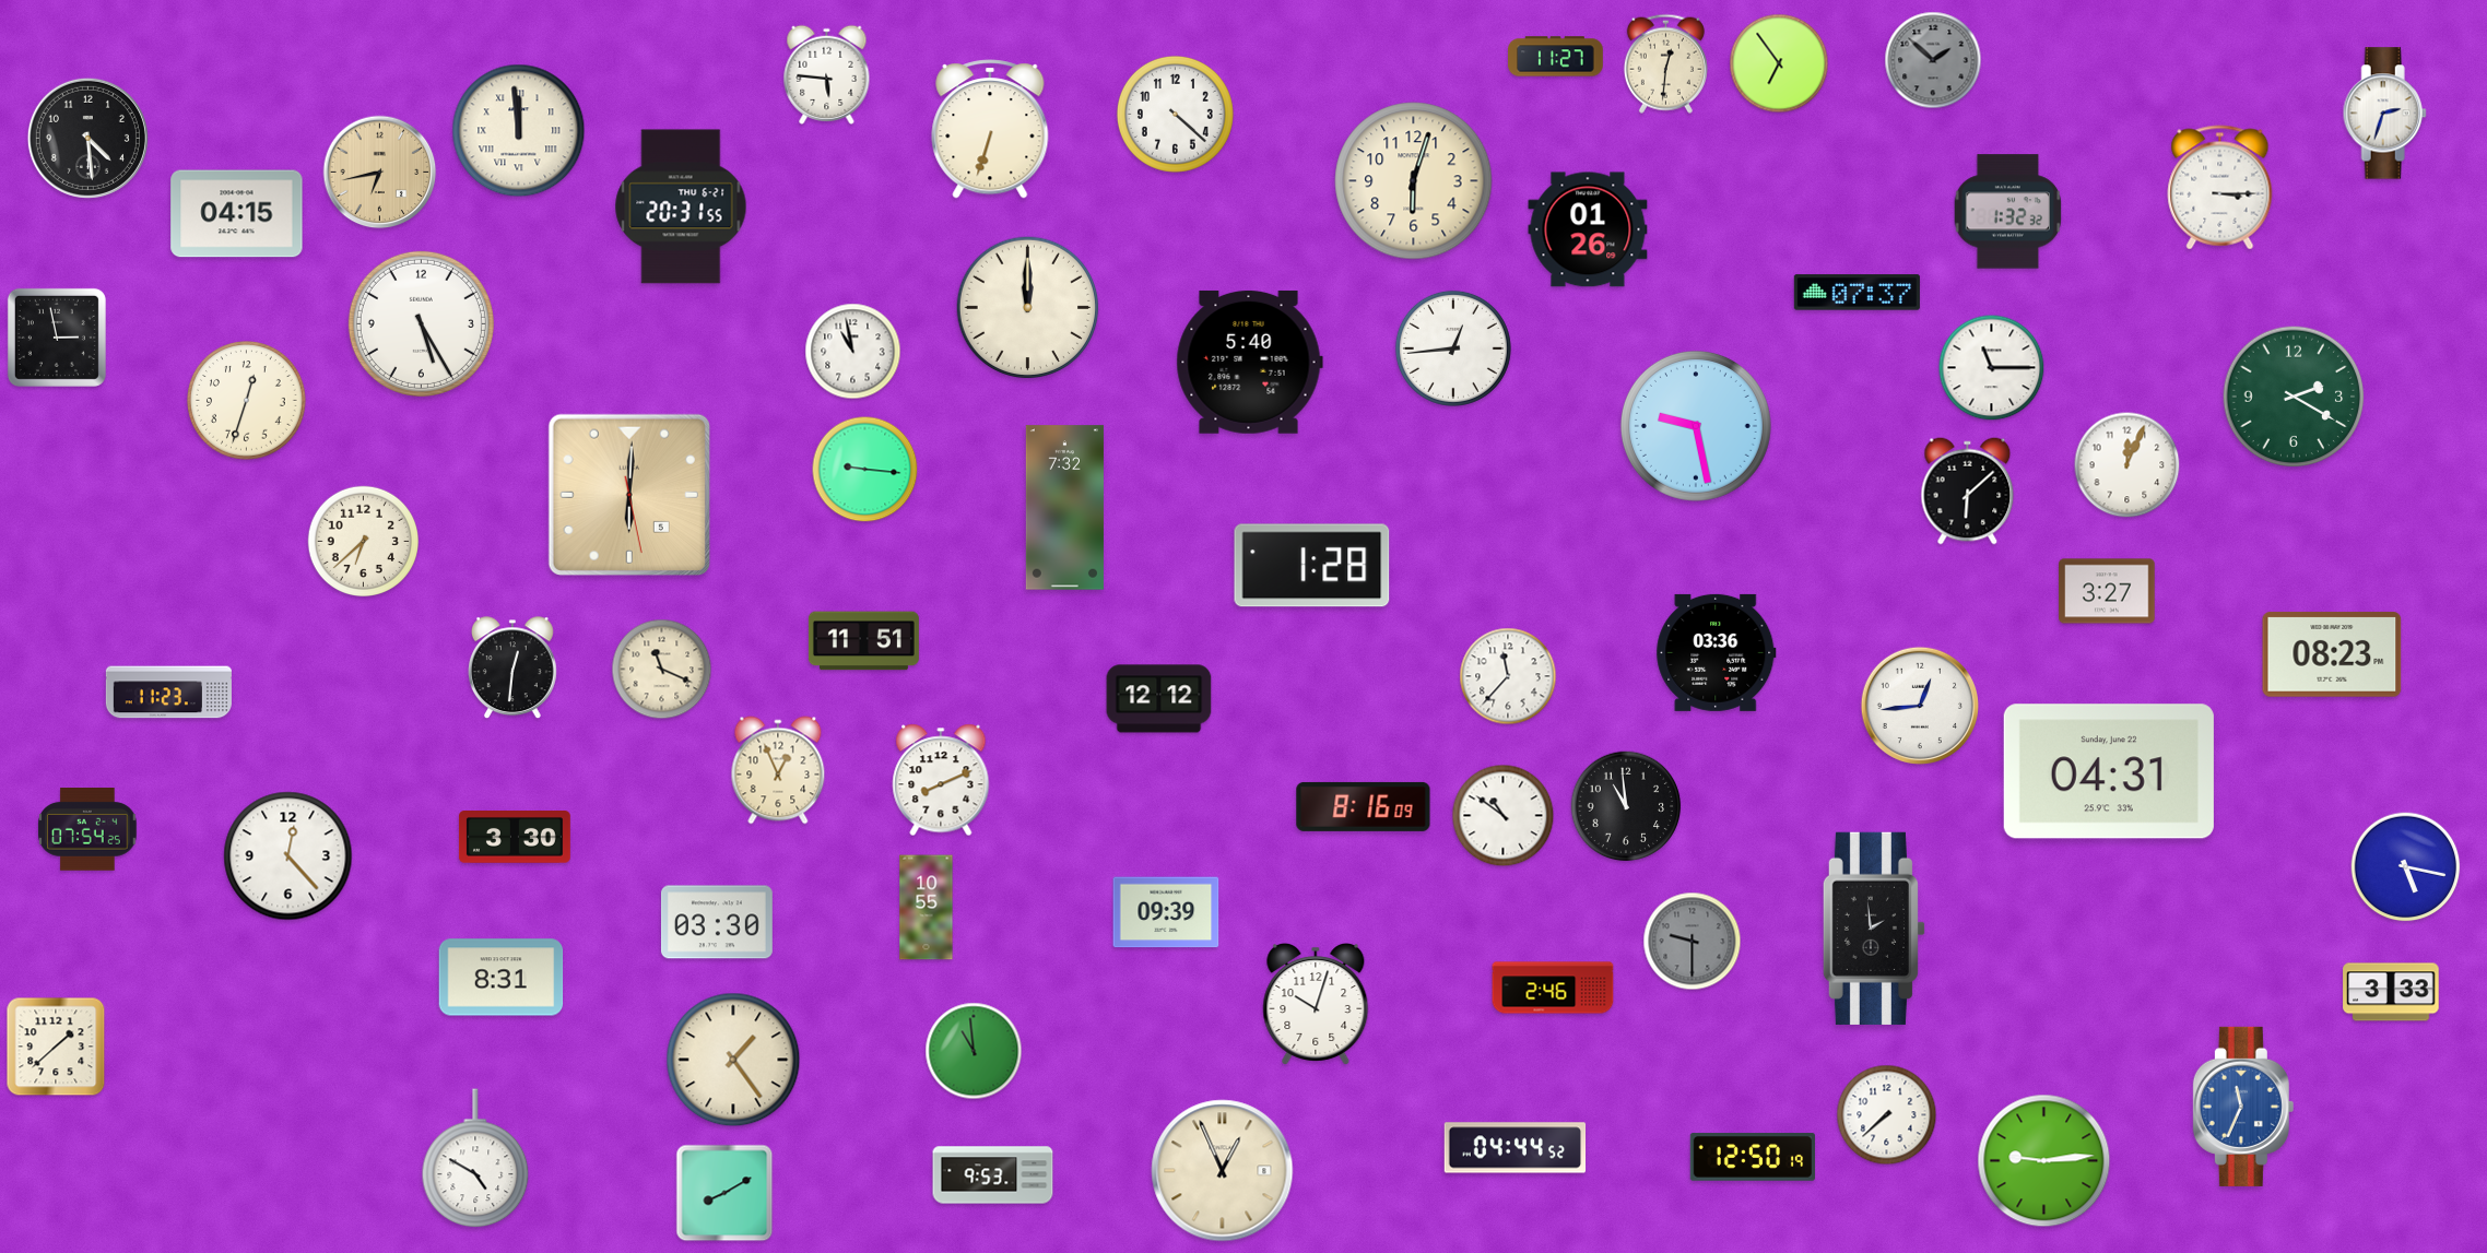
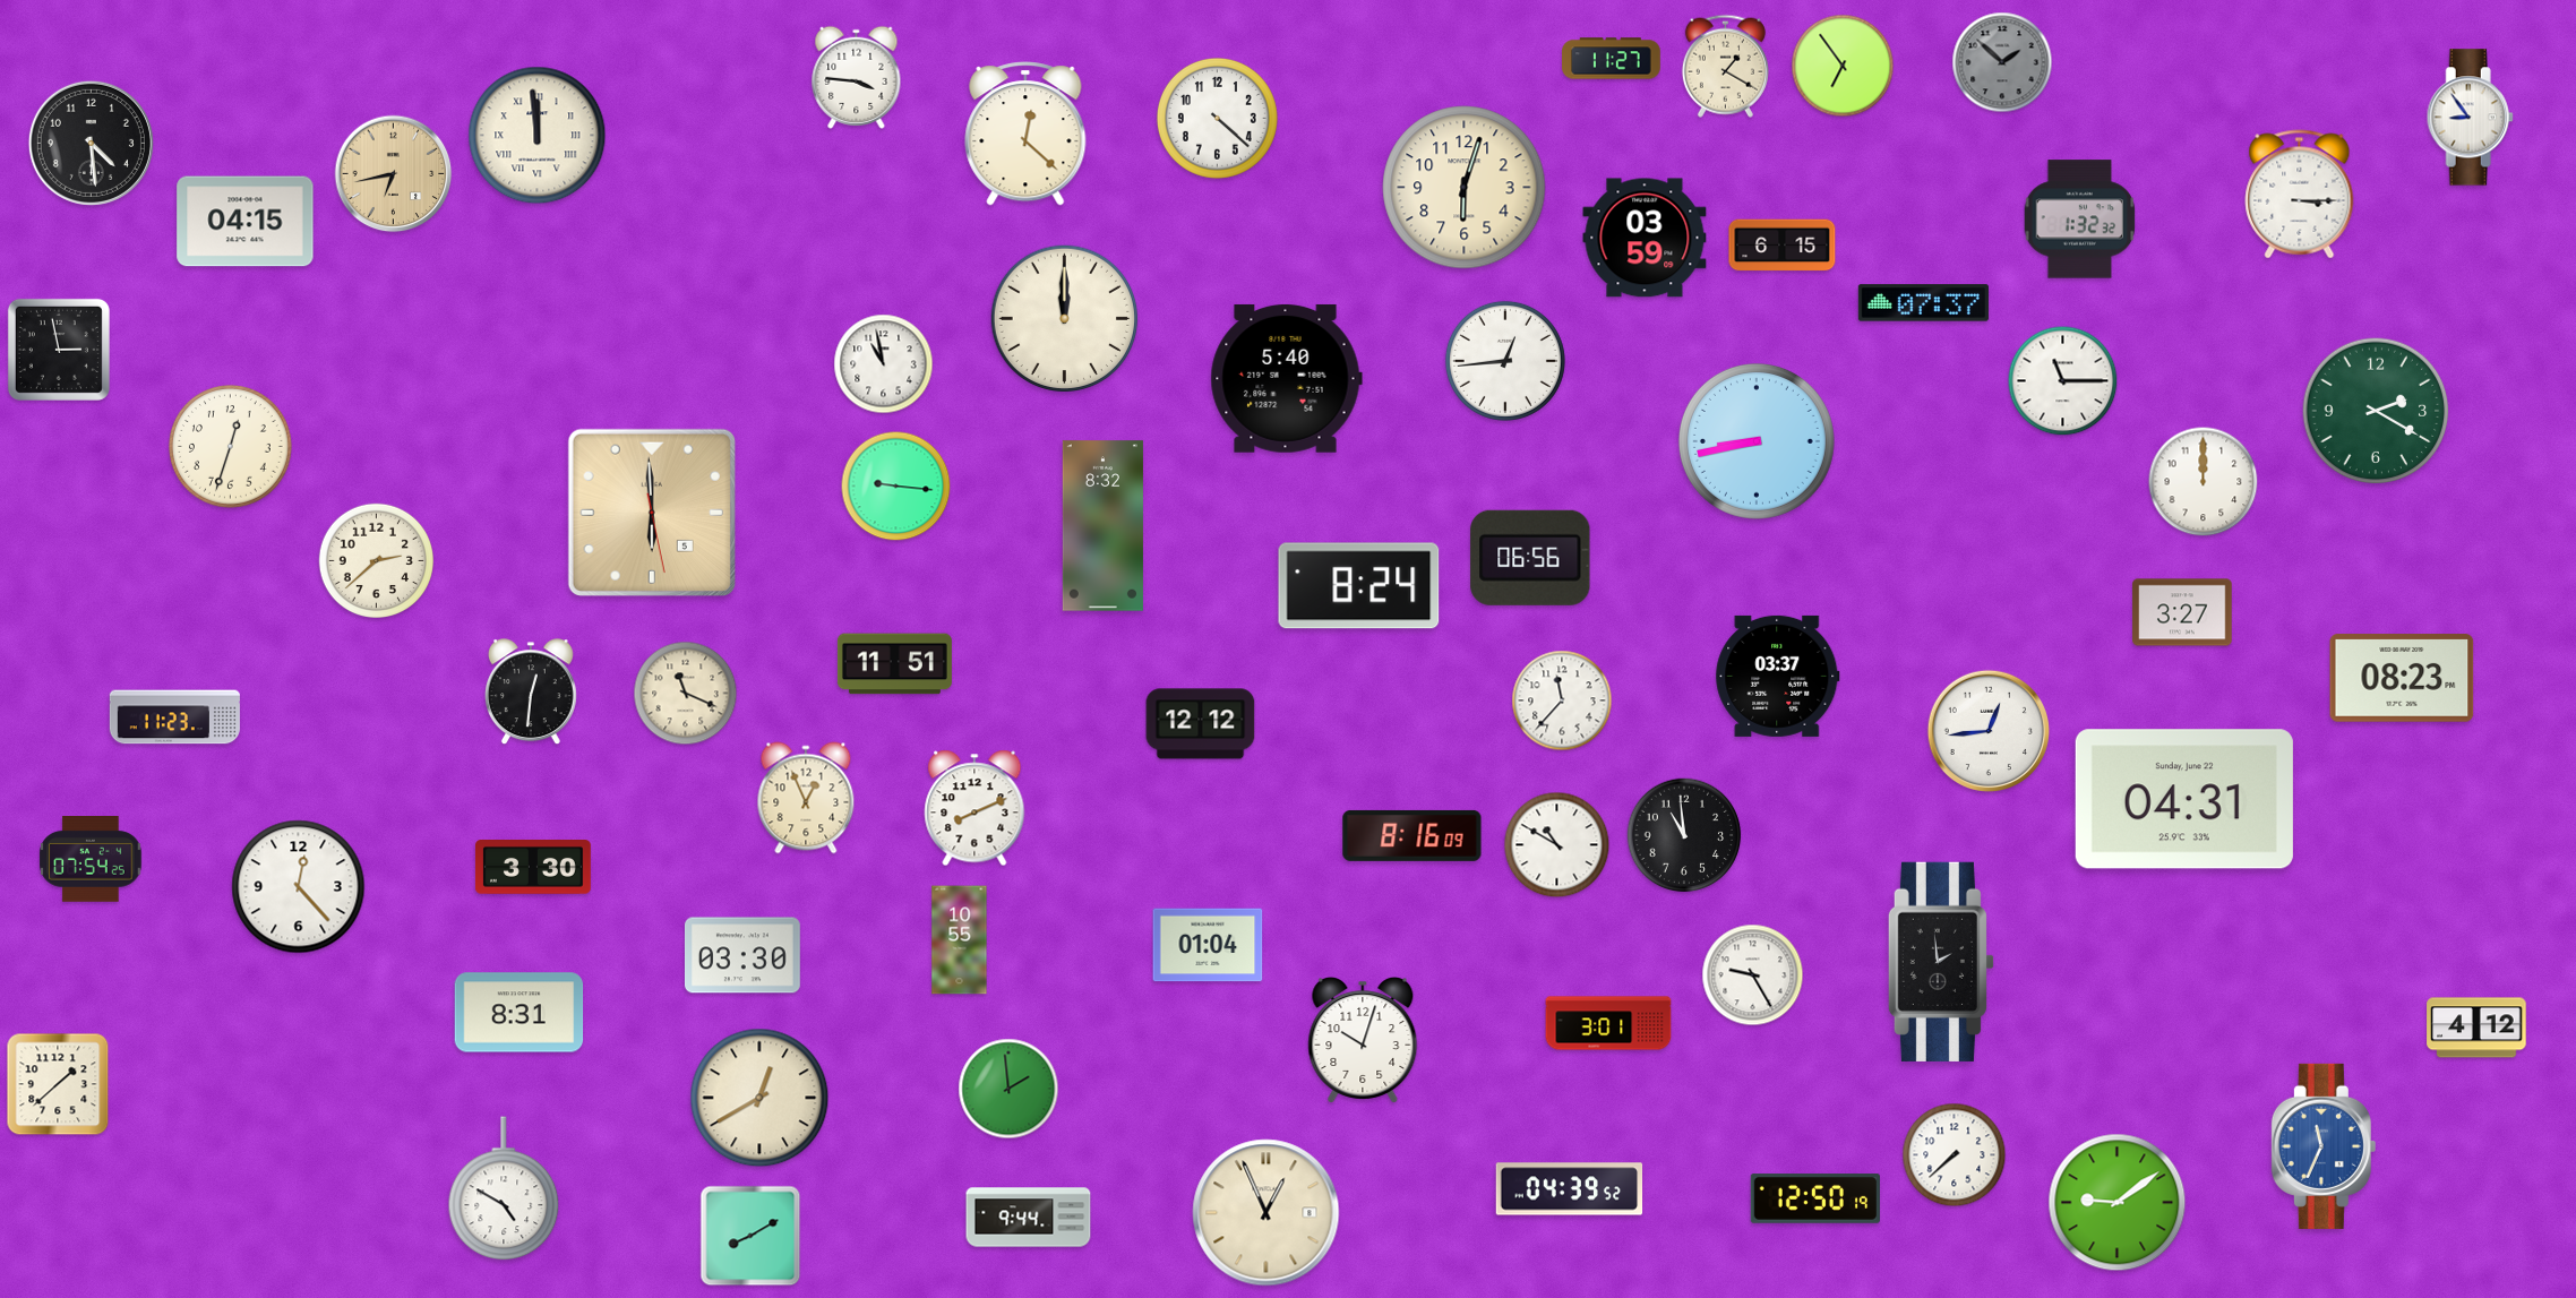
clock at (1665, 63): 12:31 -> 1:20
clock at (827, 74): 5:46 -> 3:46
clock at (2384, 114): 2:33 -> 8:54
clock at (990, 129): 6:33 -> 12:22
clock at (380, 173) position: (380, 173) -> (394, 174)
clock at (681, 206): 20:31 -> none
clock at (1588, 229): 01:26 -> 03:59
clock at (1783, 246): none -> 6:15
clock at (421, 323): 5:25 -> none
clock at (1249, 362) position: (1249, 362) -> (1286, 378)
clock at (247, 401) position: (247, 401) -> (231, 447)
clock at (1696, 426): 9:28 -> 8:43
clock at (2127, 465): 12:04 -> 12:00
clock at (1968, 492): 6:08 -> none
clock at (629, 495): 6:00 -> 5:59
clock at (1064, 508): 7:32 -> 8:32
clock at (1530, 558): none -> 06:56
clock at (363, 541): 6:38 -> 2:38
clock at (1312, 566): 1:28 -> 8:24
clock at (1717, 652): 03:36 -> 03:37
clock at (2332, 654) position: (2332, 654) -> (2402, 678)
clock at (1504, 816): 10:51 -> 10:50
clock at (2406, 867): 5:17 -> none
clock at (1166, 912): 09:39 -> 01:04
clock at (1693, 942): 9:30 -> 9:25
clock at (1693, 942) dial: grey -> white
clock at (1553, 988): 2:46 -> 3:01
clock at (2391, 992): 3:33 -> 4:12
clock at (974, 1051): 10:59 -> 1:59
clock at (733, 1060): 1:24 -> 12:40
clock at (1516, 1148): 04:44 -> 04:39
clock at (475, 1159) position: (475, 1159) -> (504, 1189)
clock at (2044, 1161): 9:14 -> 9:09
clock at (993, 1175): 9:53 -> 9:44
